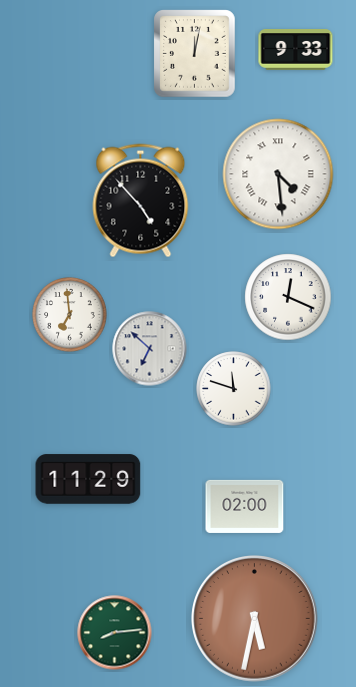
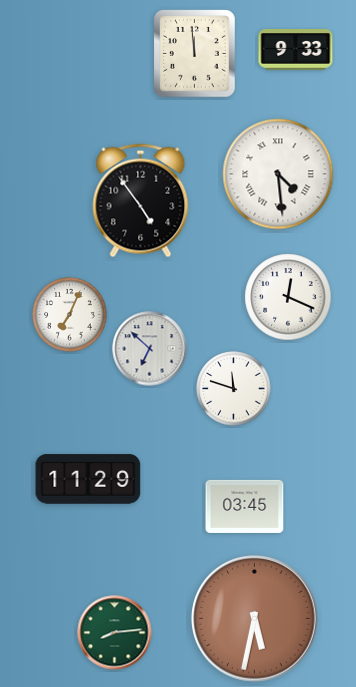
clock at (195, 54): 12:02 -> 11:59
clock at (141, 201): 4:53 -> 4:54
clock at (70, 315): 6:59 -> 7:04
clock at (245, 506): 02:00 -> 03:45
